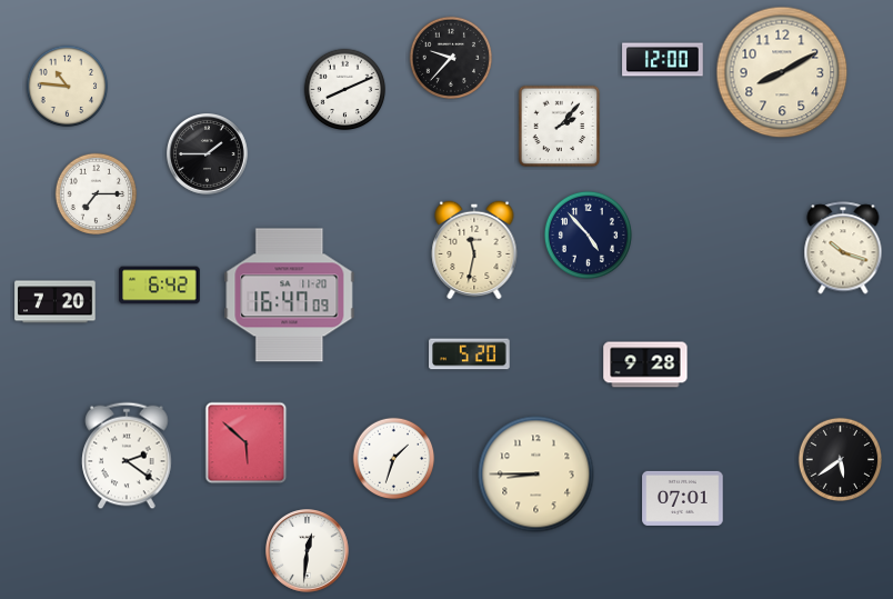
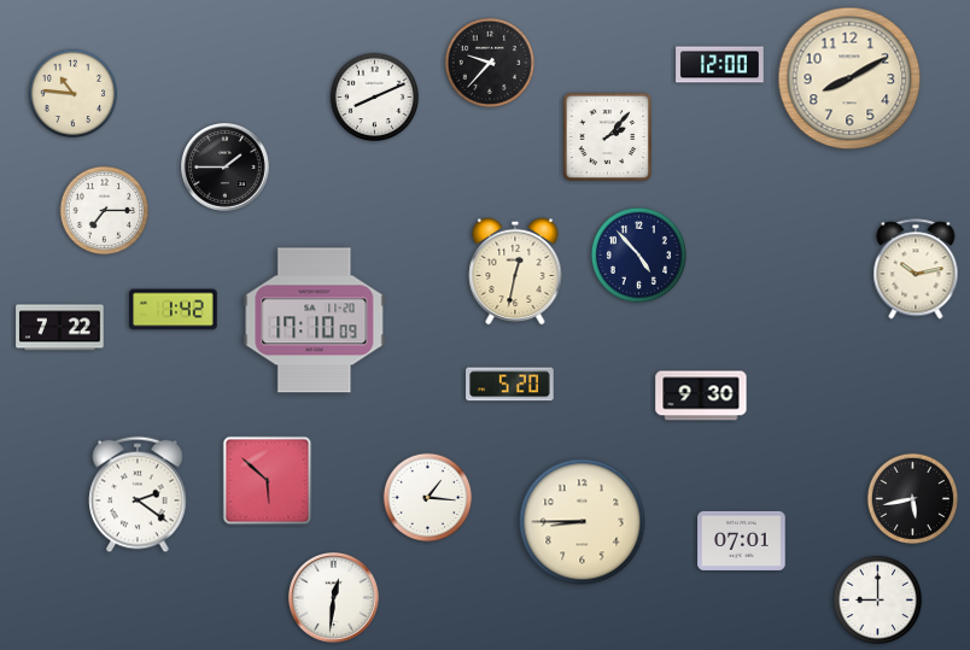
clock at (843, 248): 10:18 -> 10:13
clock at (474, 250): 11:32 -> 12:32
clock at (160, 286): 6:42 -> 1:42
clock at (290, 296): 16:47 -> 17:10
clock at (56, 302): 7:20 -> 7:22
clock at (645, 365): 9:28 -> 9:30
clock at (394, 459): 1:33 -> 1:16
clock at (840, 459): 5:39 -> 5:43
clock at (536, 475) position: (536, 475) -> (583, 522)
clock at (878, 601): none -> 9:00
